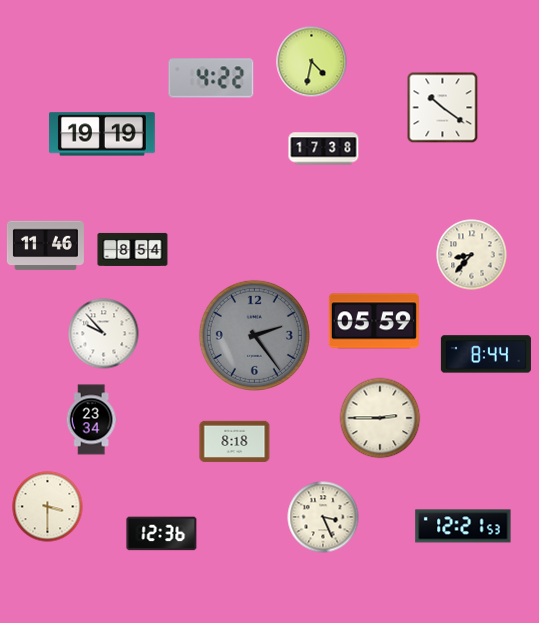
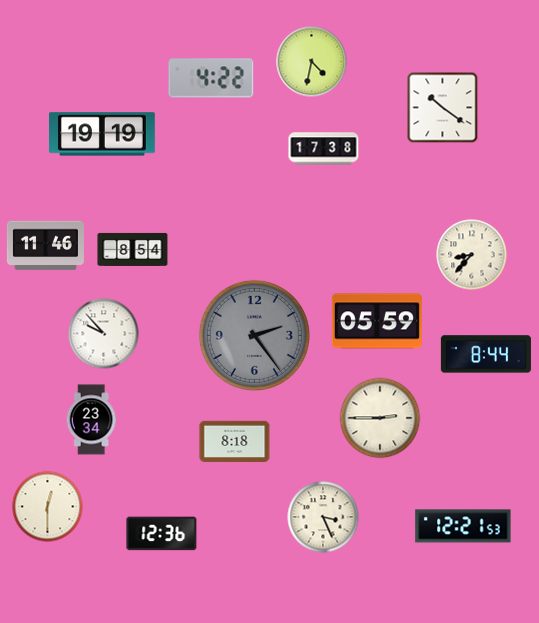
clock at (374, 321) position: (374, 321) -> (377, 321)
clock at (48, 507): 3:30 -> 12:30
